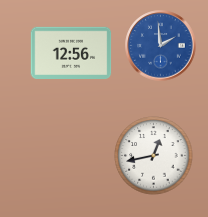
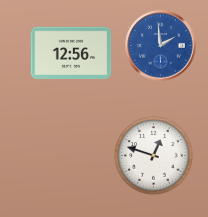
clock at (154, 156): 12:43 -> 12:48
